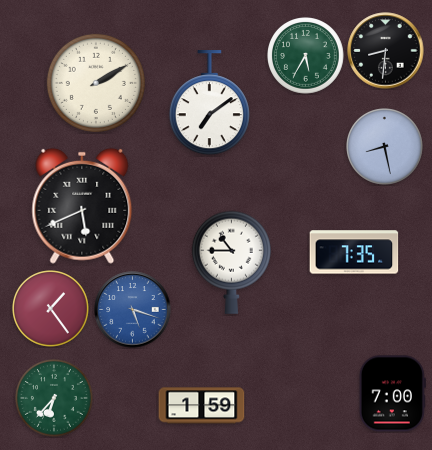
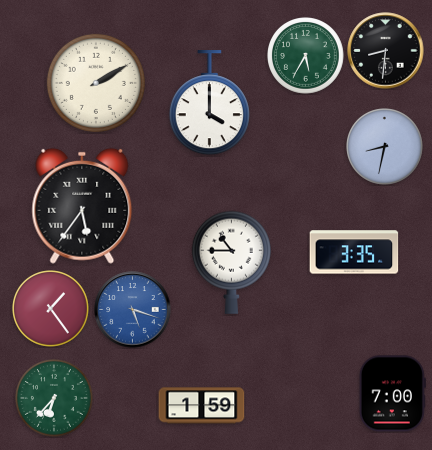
clock at (209, 103): 7:09 -> 4:00
clock at (385, 147): 8:28 -> 8:32
clock at (82, 206): 5:41 -> 5:36
clock at (354, 252): 7:35 -> 3:35
